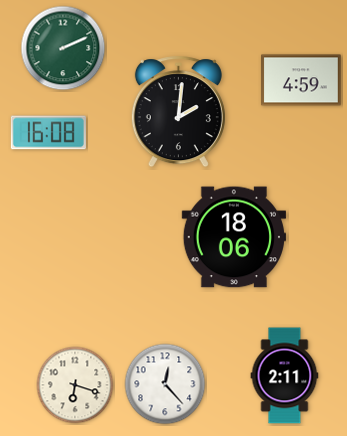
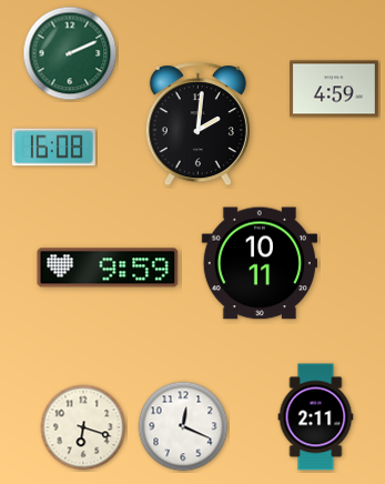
clock at (233, 237): 18:06 -> 10:11
clock at (108, 268): none -> 9:59
clock at (165, 384): 12:23 -> 12:19
